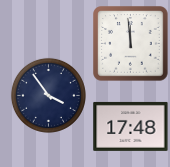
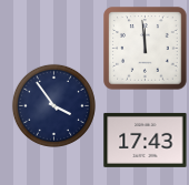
clock at (131, 126): 17:48 -> 17:43
